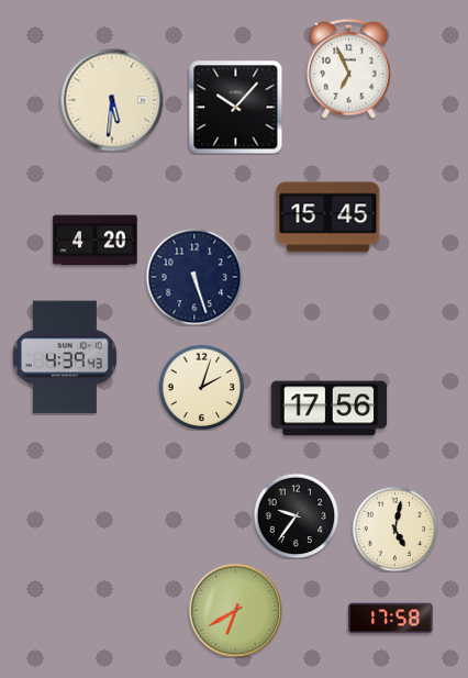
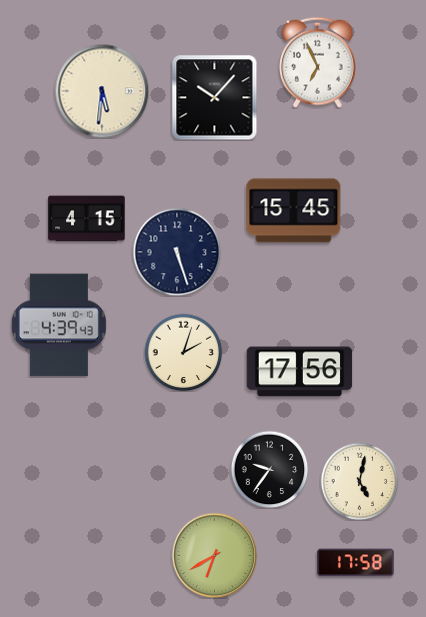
clock at (328, 218) position: (328, 218) -> (294, 211)
clock at (96, 241): 4:20 -> 4:15
